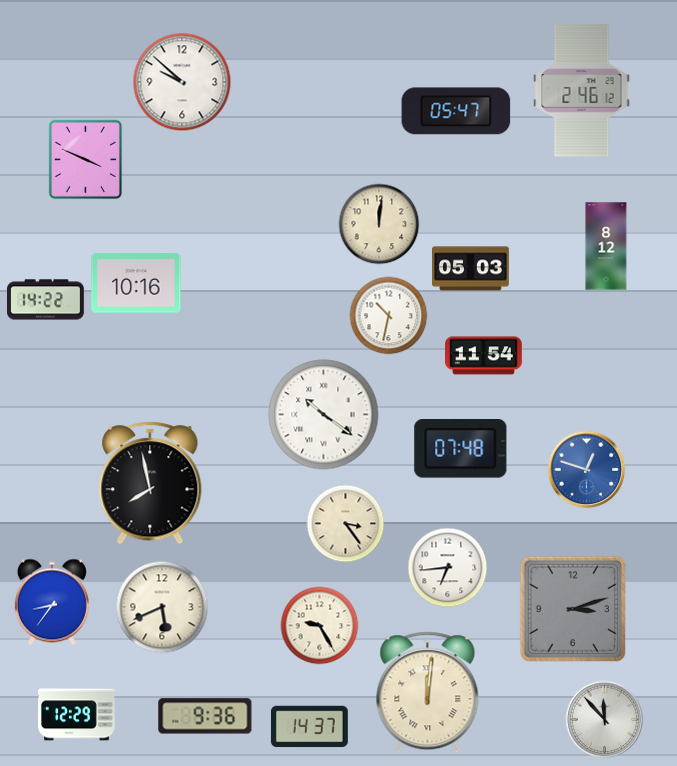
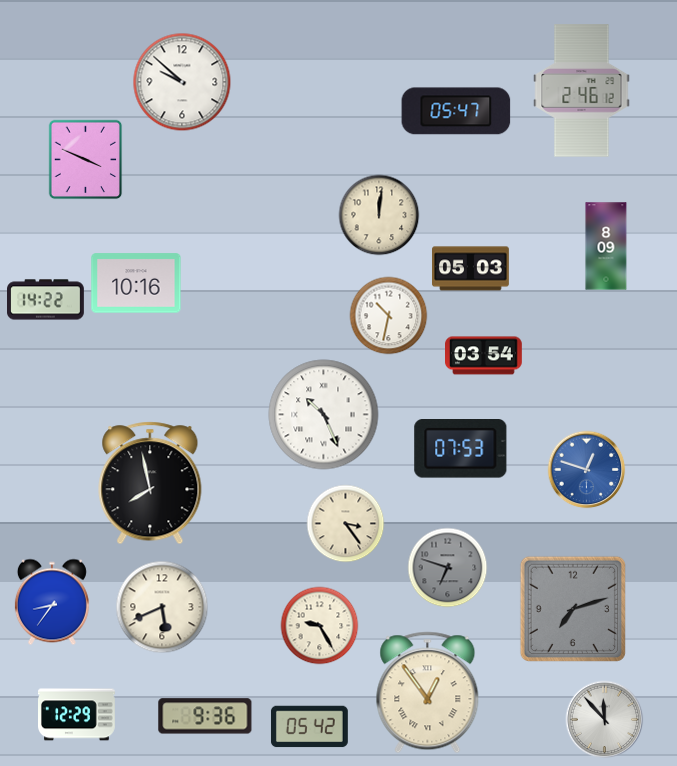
clock at (379, 224) position: (379, 224) -> (379, 215)
clock at (606, 246): 8:12 -> 8:09
clock at (484, 356): 11:54 -> 03:54
clock at (324, 415): 10:21 -> 10:26
clock at (461, 449): 07:48 -> 07:53
clock at (447, 567): 6:44 -> 6:48
clock at (447, 567) dial: white -> grey
clock at (573, 609): 3:12 -> 7:12
clock at (428, 693): 12:01 -> 12:54
clock at (309, 727): 14:37 -> 05:42
